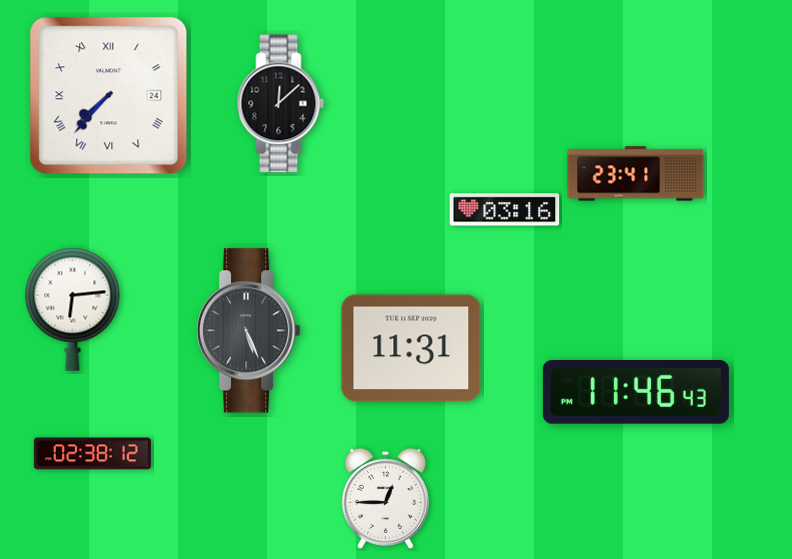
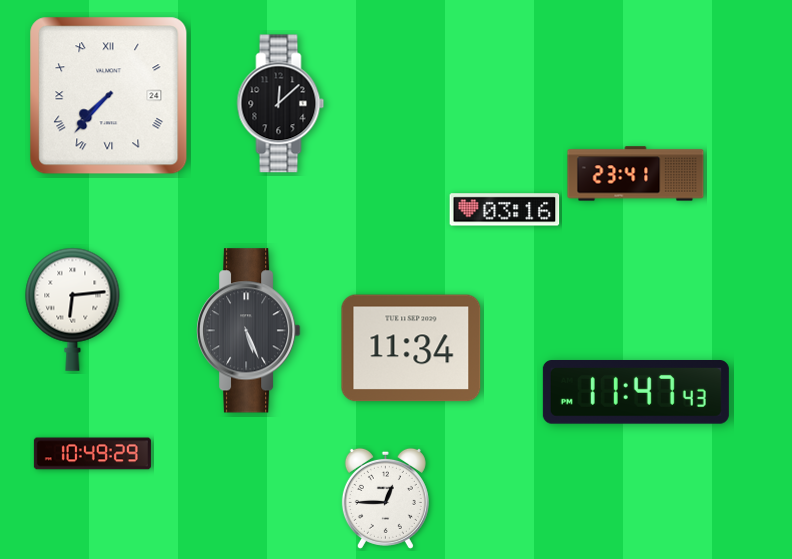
clock at (411, 348): 11:31 -> 11:34
clock at (636, 393): 11:46 -> 11:47
clock at (92, 454): 02:38 -> 10:49
